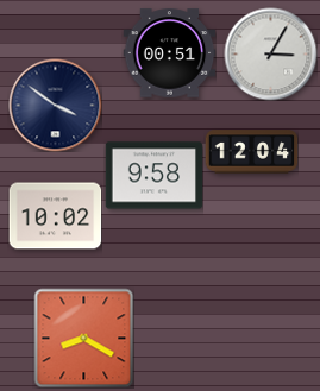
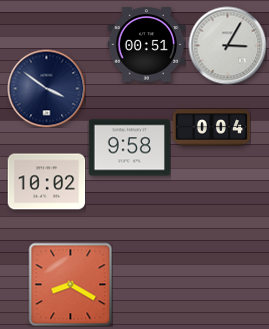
clock at (169, 53) position: (169, 53) -> (146, 45)
clock at (251, 152): 12:04 -> 0:04
